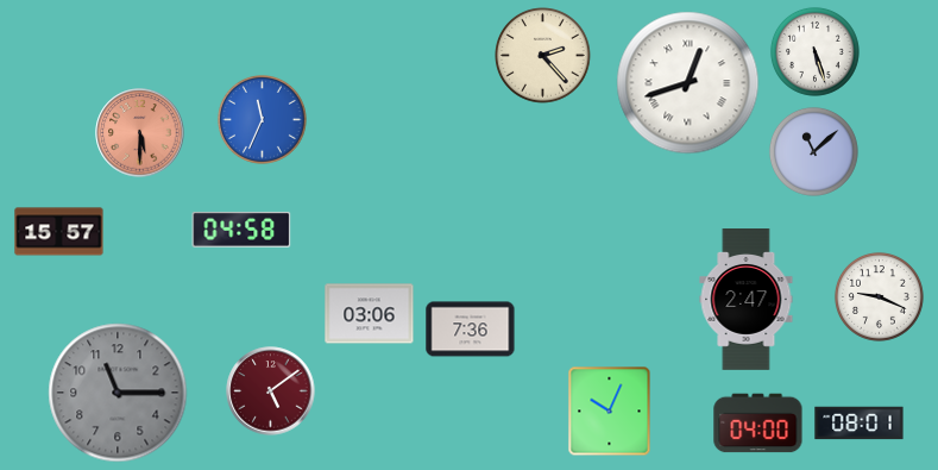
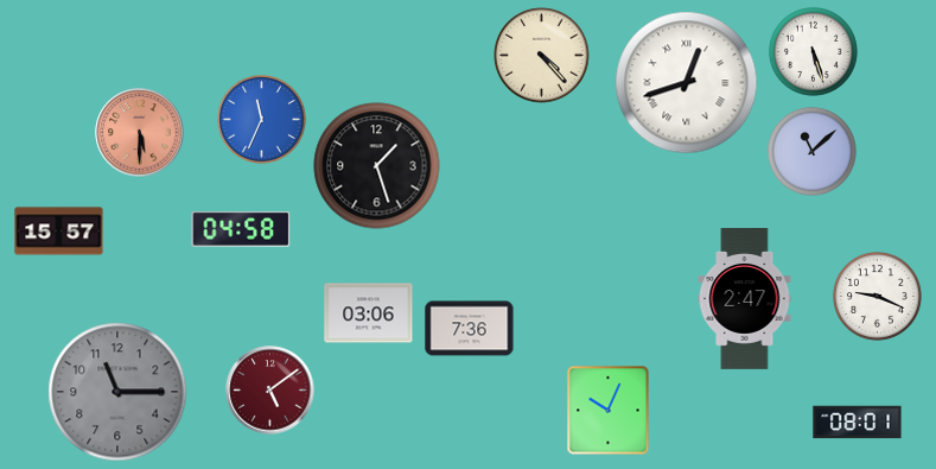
clock at (543, 56): 2:23 -> 4:23
clock at (377, 166): none -> 1:27
clock at (758, 424): 04:00 -> none
